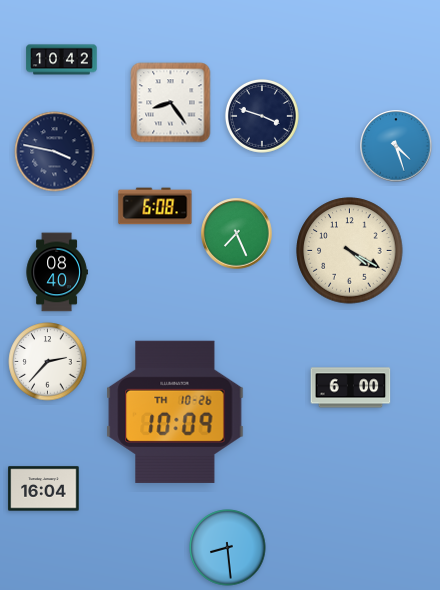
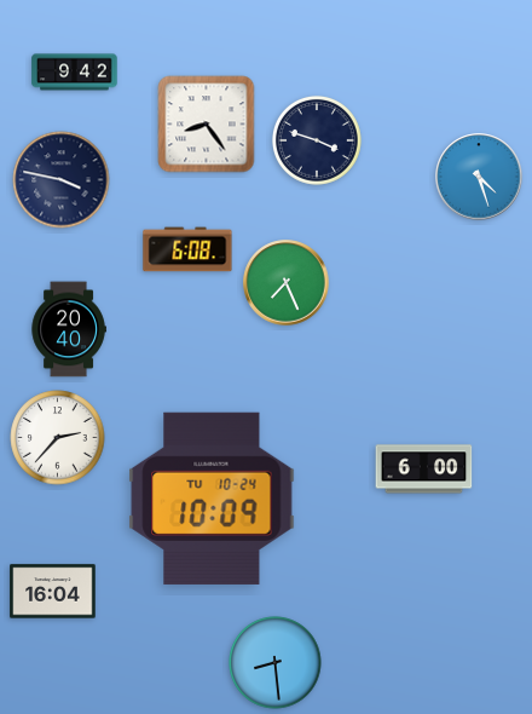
clock at (62, 60): 10:42 -> 9:42
clock at (55, 152) position: (55, 152) -> (62, 180)
clock at (350, 251): 4:20 -> none
clock at (57, 272): 08:40 -> 20:40
clock at (175, 412) date: TH 10-26 -> TU 10-24
